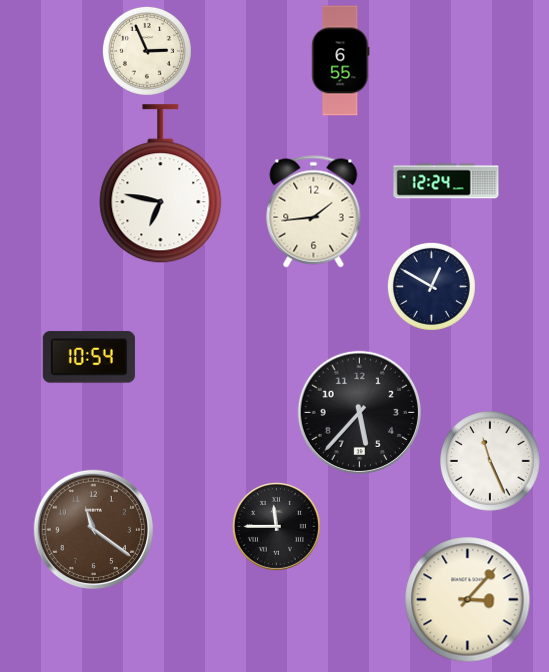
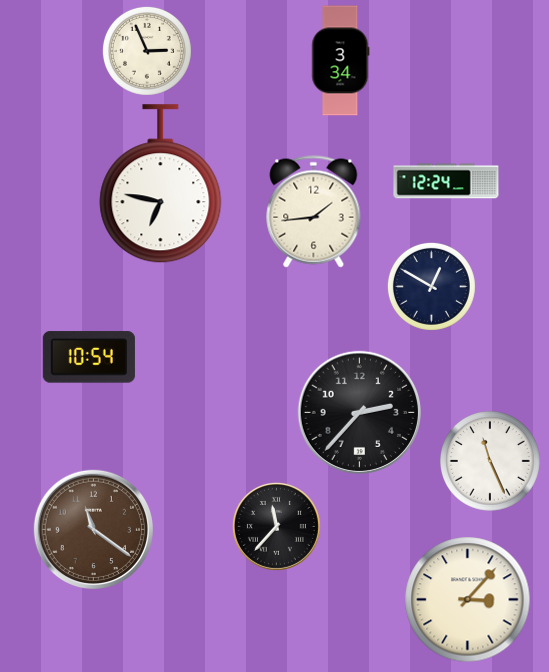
clock at (341, 61): 6:55 -> 3:34
clock at (359, 412): 5:37 -> 2:37
clock at (276, 526): 11:45 -> 11:37
